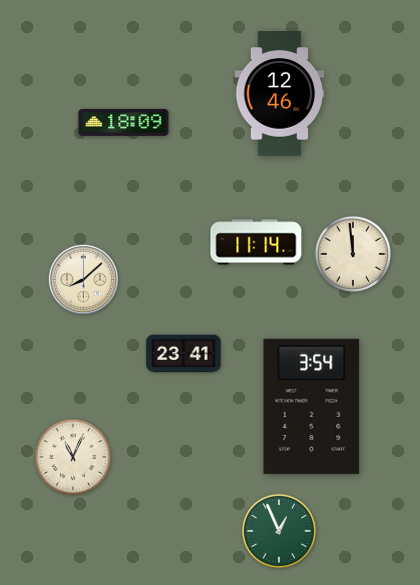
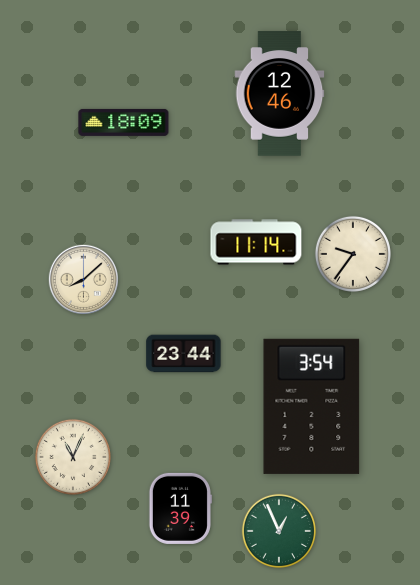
clock at (353, 254): 11:59 -> 9:36
clock at (184, 354): 23:41 -> 23:44
clock at (180, 508): none -> 11:39
